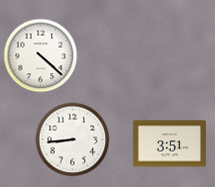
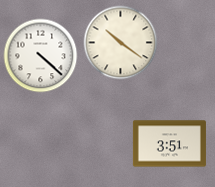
clock at (121, 43): none -> 10:21
clock at (73, 140): 8:44 -> none
